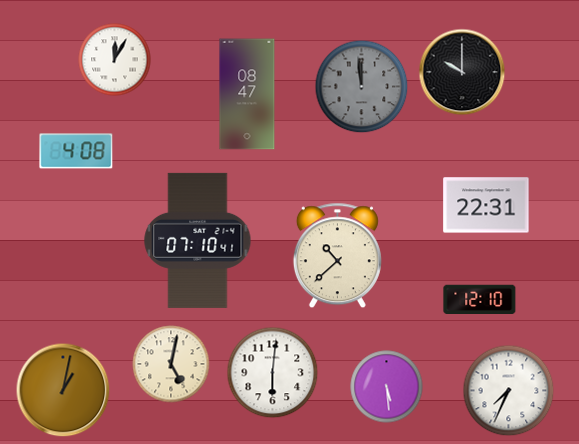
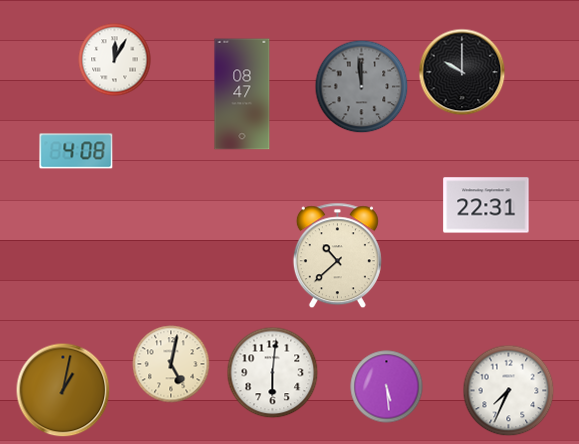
clock at (247, 94) position: (247, 94) -> (242, 94)
clock at (198, 240): 07:10 -> none
clock at (480, 300): 12:10 -> none
